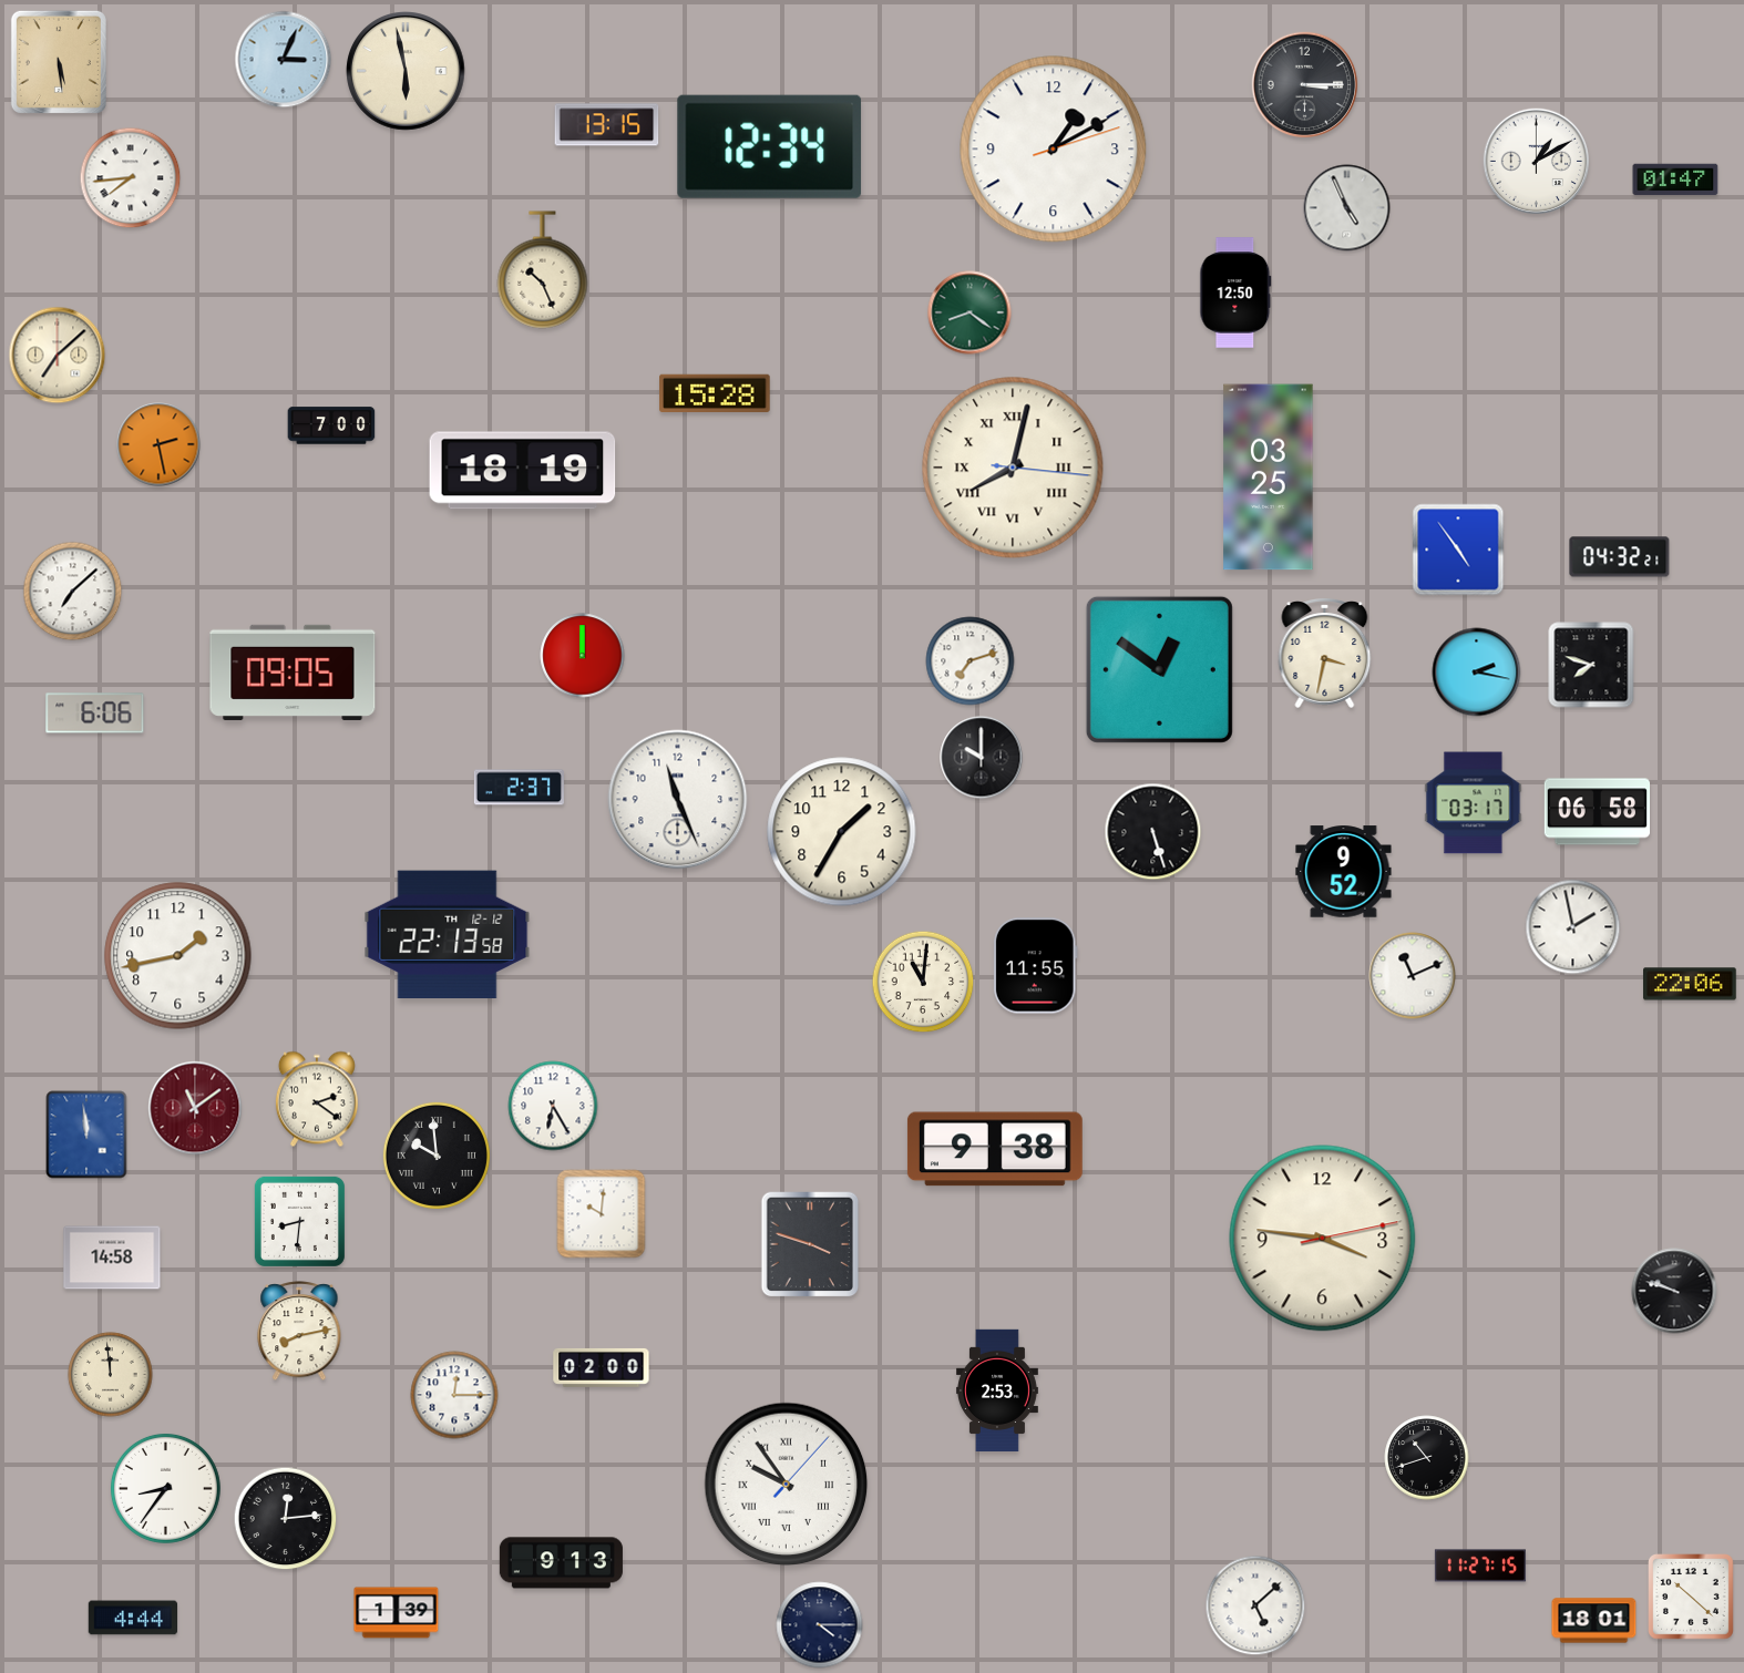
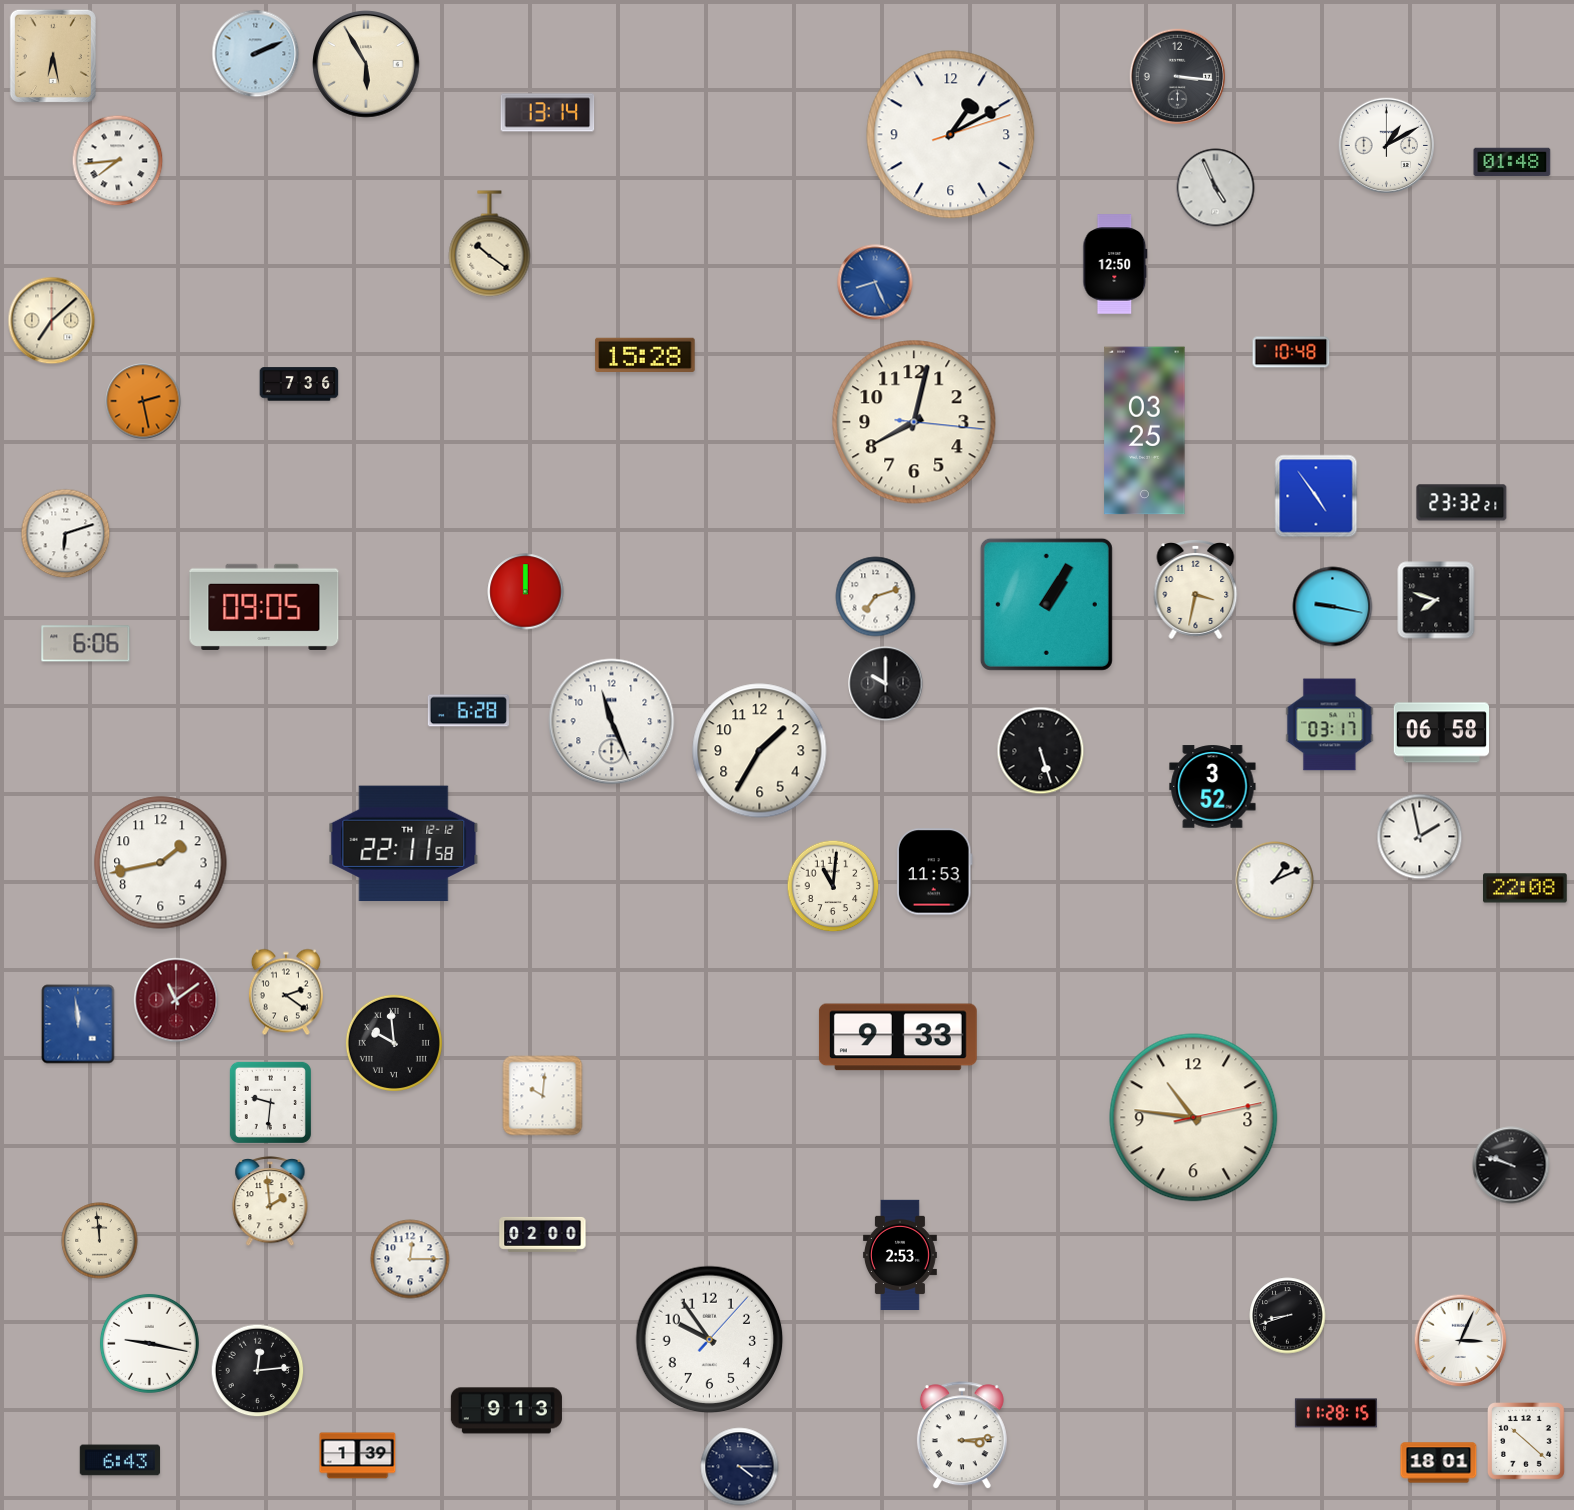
clock at (284, 60): 3:04 -> 2:11
clock at (59, 62): 5:29 -> 6:28
clock at (406, 71): 5:58 -> 5:55
clock at (1305, 85): 3:15 -> 3:16
clock at (607, 125): 13:15 -> 13:14
clock at (770, 146): 12:34 -> none
clock at (1675, 179): 01:47 -> 01:48
clock at (543, 270): 10:26 -> 10:21
clock at (970, 312): 8:21 -> 8:26
clock at (970, 312) dial: green -> blue
clock at (1291, 352): none -> 10:48
clock at (331, 425): 7:00 -> 7:36
clock at (1013, 468) numerals: Roman -> Arabic
clock at (523, 471): 18:19 -> none
clock at (1620, 557): 04:32 -> 23:32
clock at (73, 592): 7:08 -> 6:12
clock at (1159, 669): 12:51 -> 1:05
clock at (1477, 673): 2:17 -> 9:17
clock at (519, 788): 2:37 -> 6:28
clock at (1344, 872): 9:52 -> 3:52
clock at (448, 935): 22:13 -> 22:11
clock at (1035, 966): 11:55 -> 11:53
clock at (1413, 976): 11:11 -> 1:11
clock at (1691, 984): 22:06 -> 22:08
clock at (553, 1106): 6:25 -> none
clock at (995, 1149): 9:38 -> 9:33
clock at (299, 1221): 8:31 -> 9:31
clock at (1323, 1239): 3:46 -> 10:46
clock at (810, 1244): 3:48 -> none
clock at (112, 1258): 14:58 -> none
clock at (299, 1332): 8:13 -> 1:59
clock at (1427, 1458): 10:42 -> 8:42
clock at (787, 1485) numerals: Roman -> Arabic
clock at (1461, 1341): none -> 3:04
clock at (165, 1488): 8:36 -> 9:17
clock at (1480, 1566): 11:27 -> 11:28
clock at (962, 1436): none -> 3:14
clock at (1255, 1605): 5:08 -> none
clock at (133, 1618): 4:44 -> 6:43
